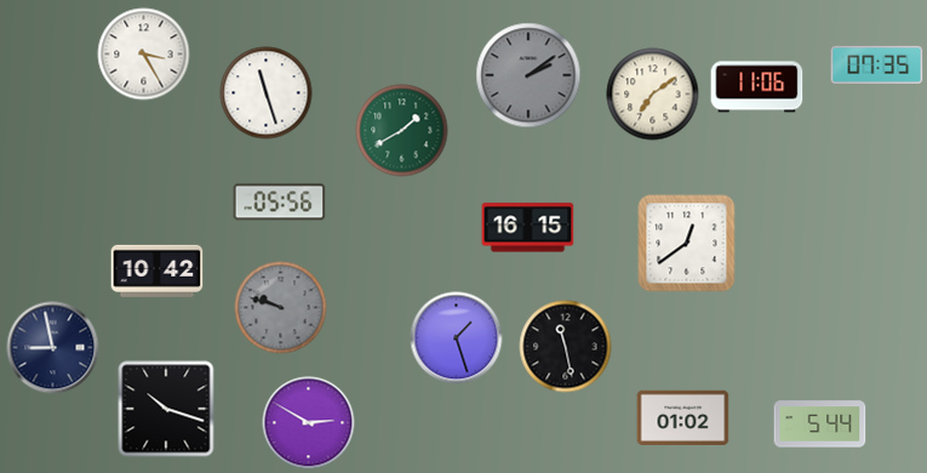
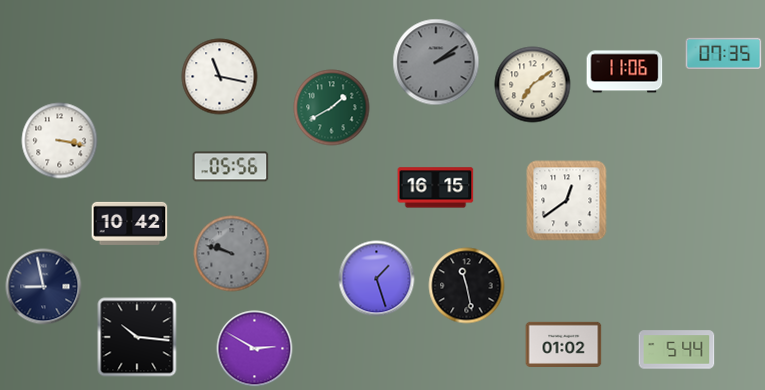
clock at (144, 55): 3:25 -> none
clock at (267, 93): 11:27 -> 11:17
clock at (653, 95) position: (653, 95) -> (533, 85)
clock at (60, 141): none -> 3:17
clock at (166, 409): 10:18 -> 10:16
